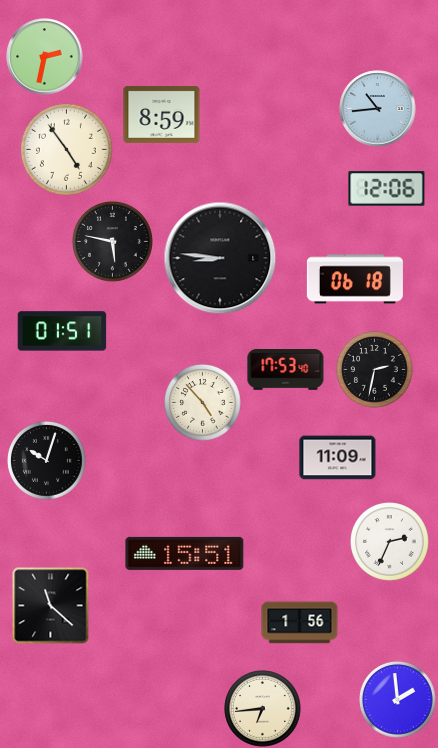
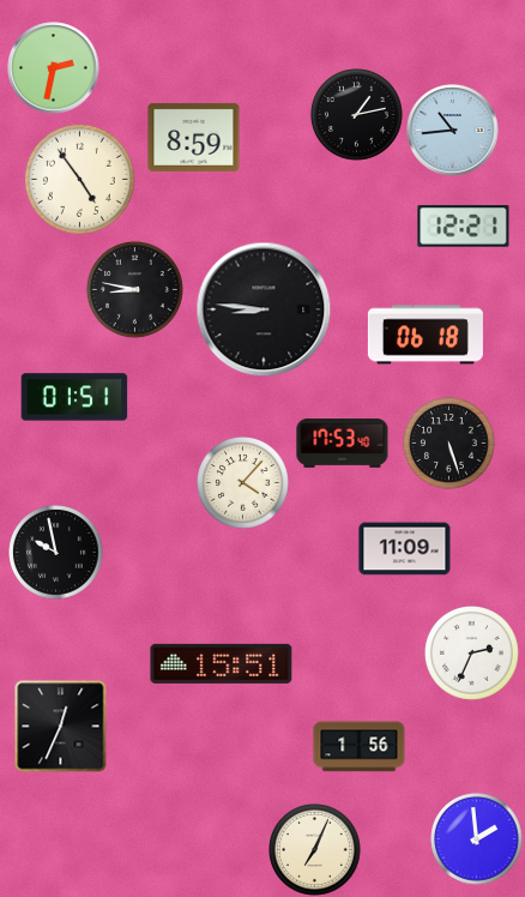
clock at (357, 115): none -> 1:13
clock at (387, 189): 12:06 -> 12:21
clock at (113, 242): 5:47 -> 8:47
clock at (375, 370): 2:32 -> 5:27
clock at (203, 403): 4:53 -> 4:07
clock at (47, 461): 10:03 -> 9:58
clock at (390, 542) position: (390, 542) -> (472, 654)
clock at (51, 606): 11:22 -> 12:34
clock at (263, 709): 6:44 -> 7:04
